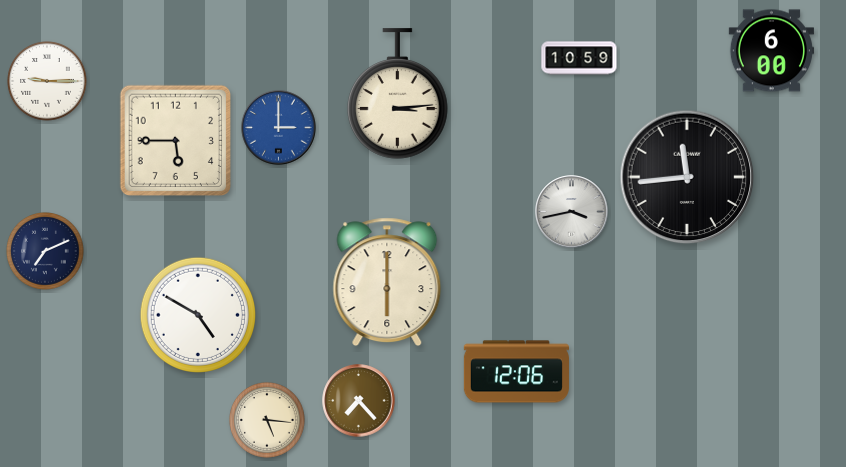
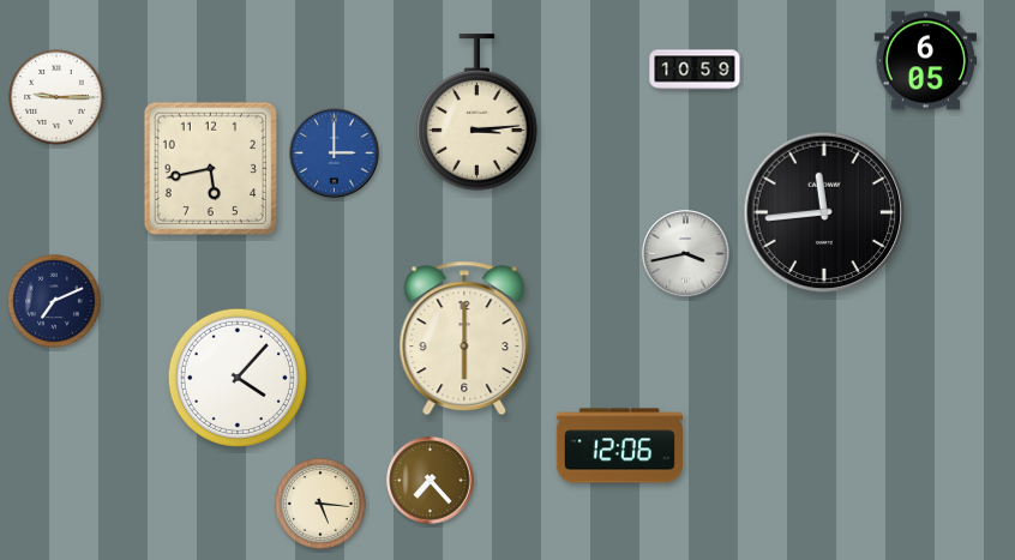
clock at (771, 51): 6:00 -> 6:05
clock at (175, 140): 5:45 -> 5:43
clock at (197, 314): 4:50 -> 4:07
